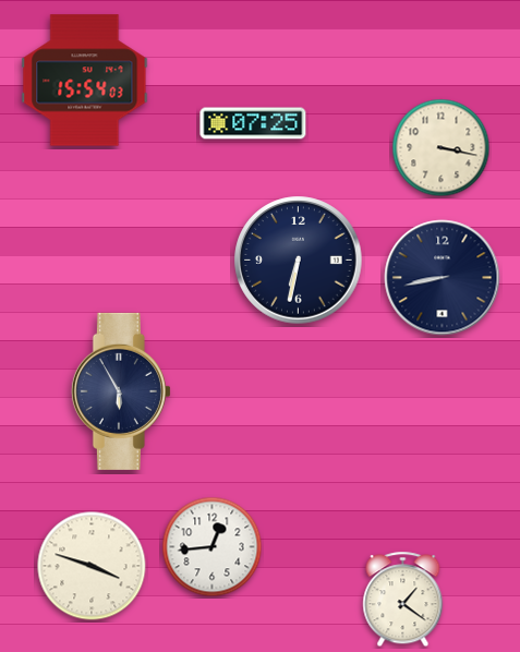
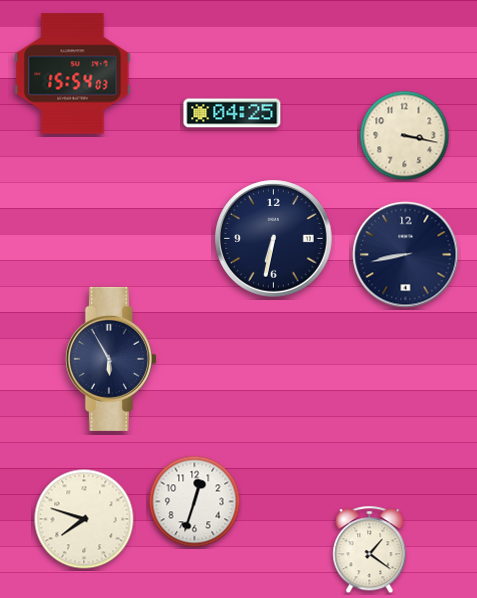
clock at (85, 81) position: (85, 81) -> (73, 74)
clock at (253, 123): 07:25 -> 04:25
clock at (213, 547): 12:44 -> 12:33
clock at (92, 566): 3:48 -> 7:48
